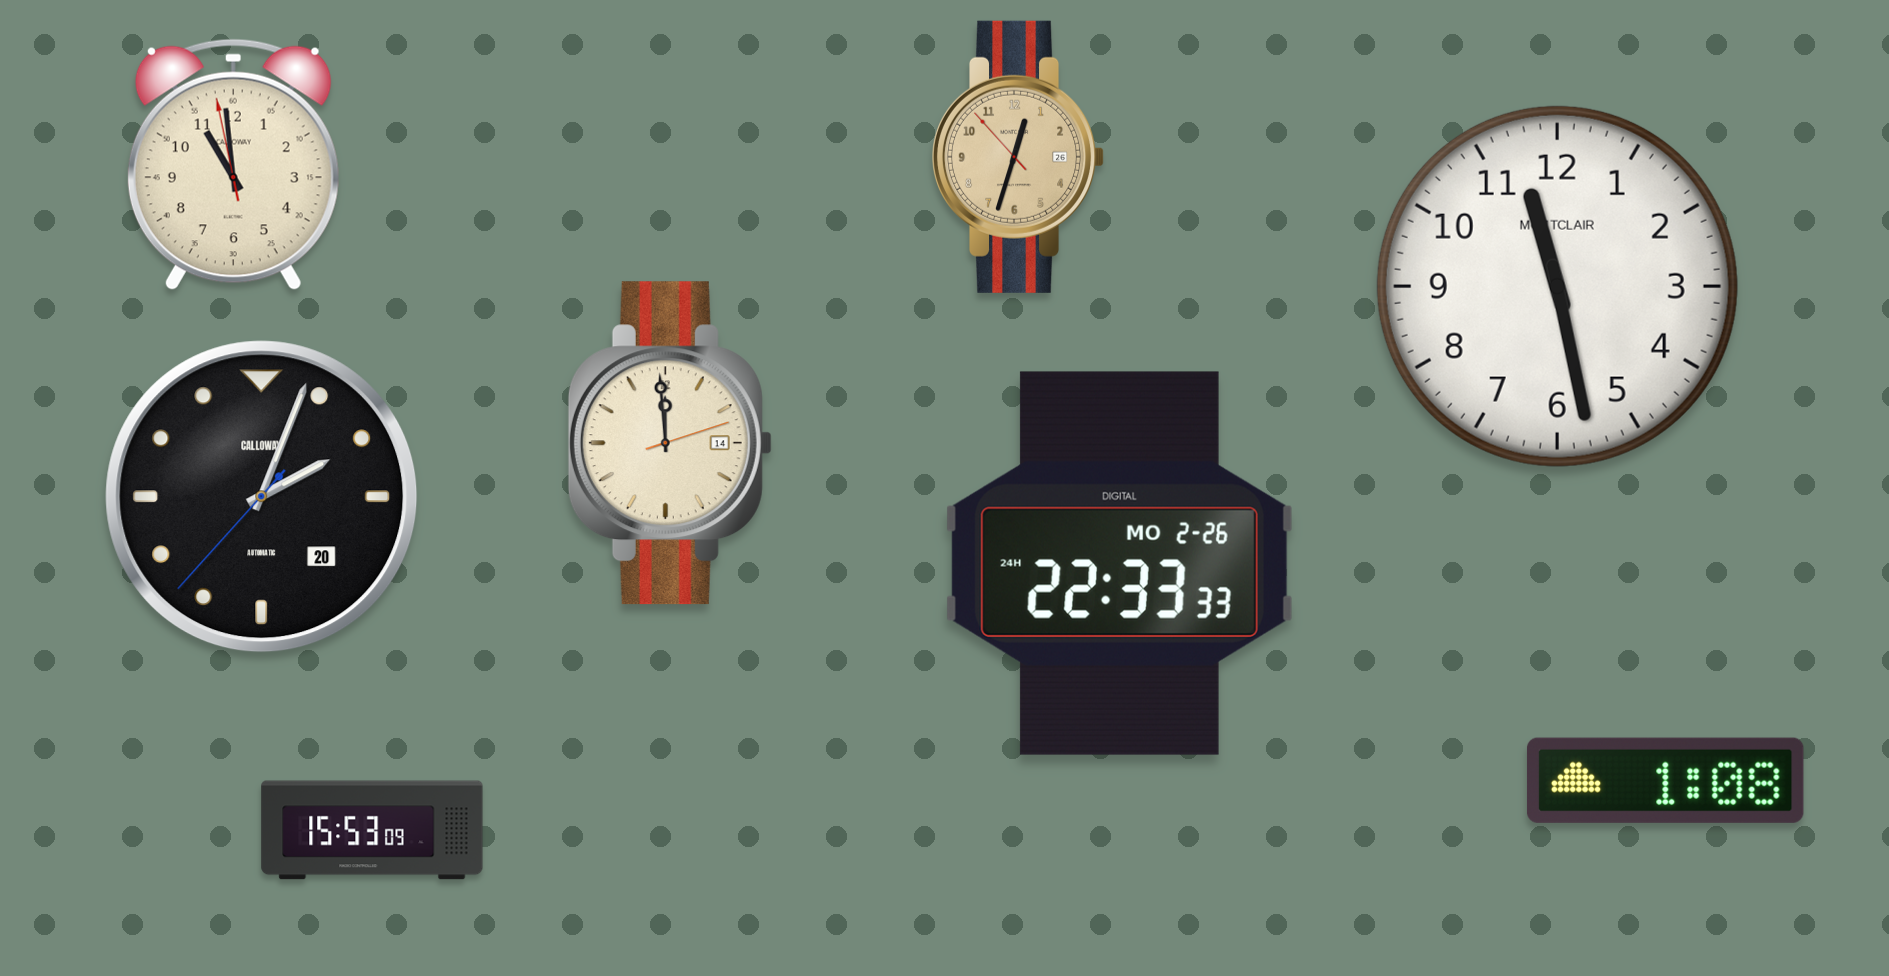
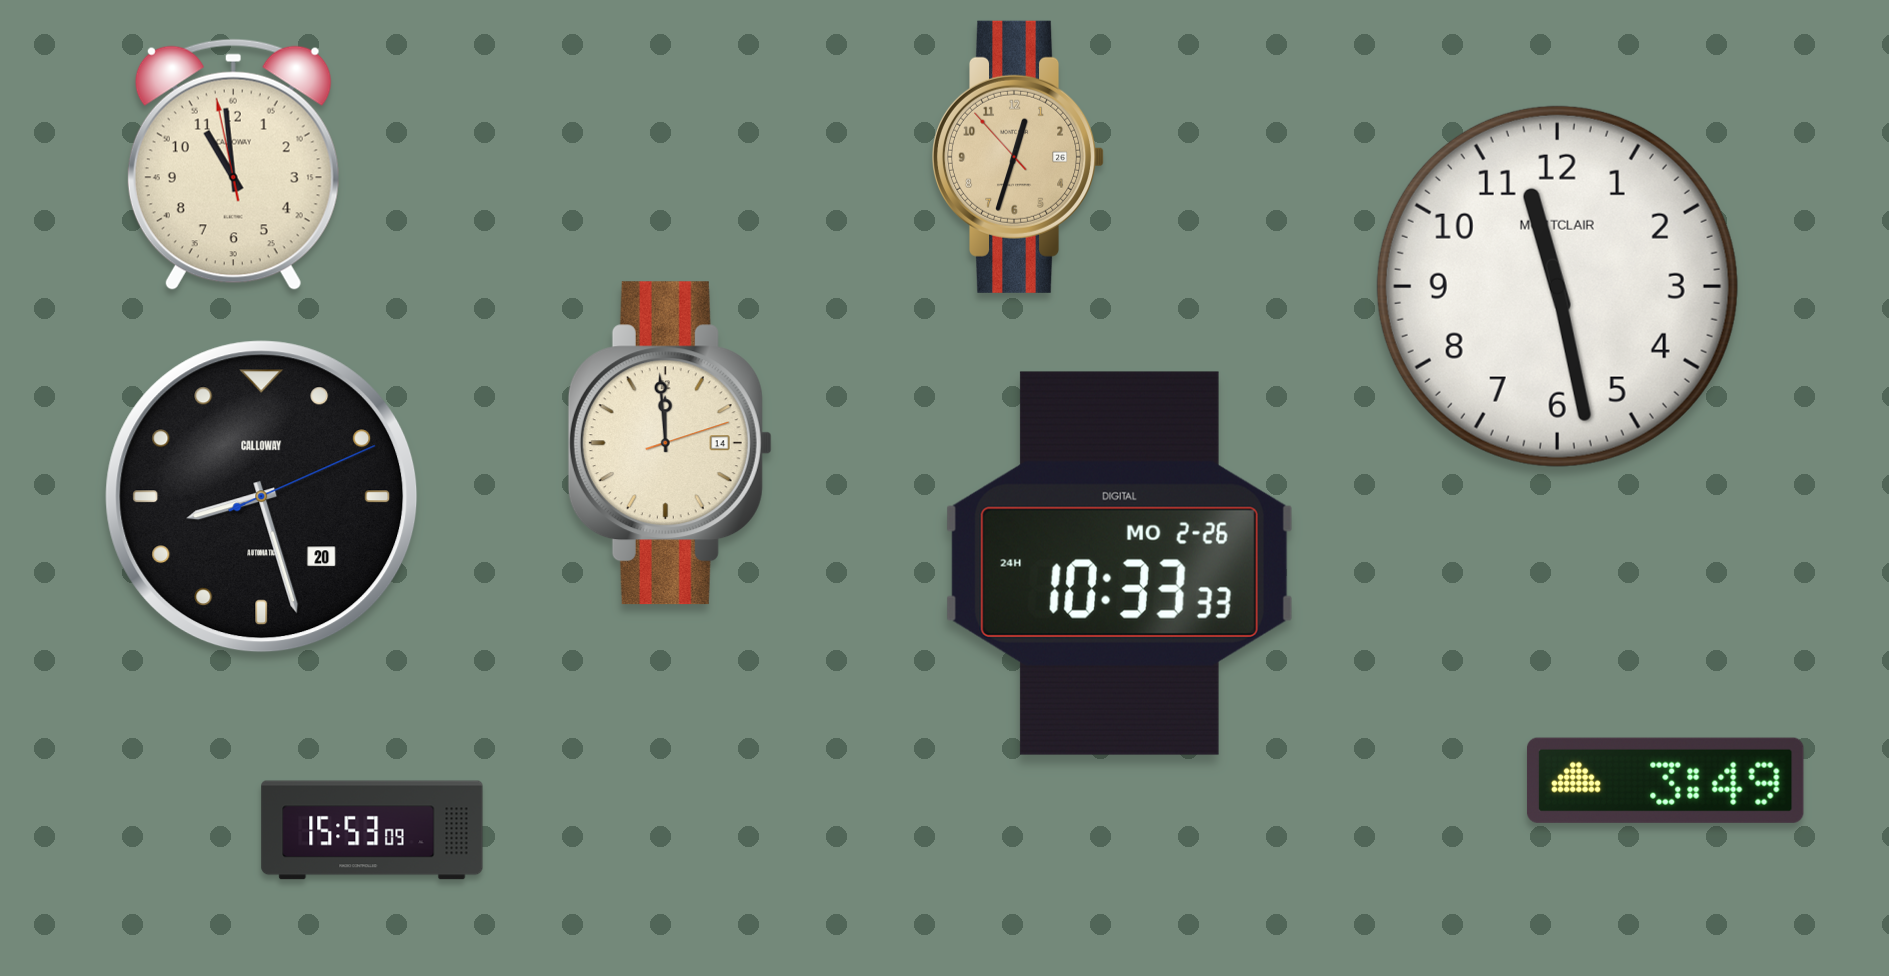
clock at (262, 497): 2:03 -> 8:27
clock at (1119, 563): 22:33 -> 10:33
clock at (1665, 780): 1:08 -> 3:49
